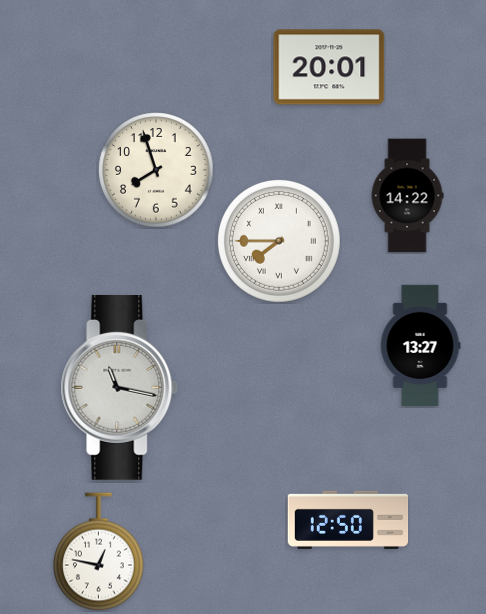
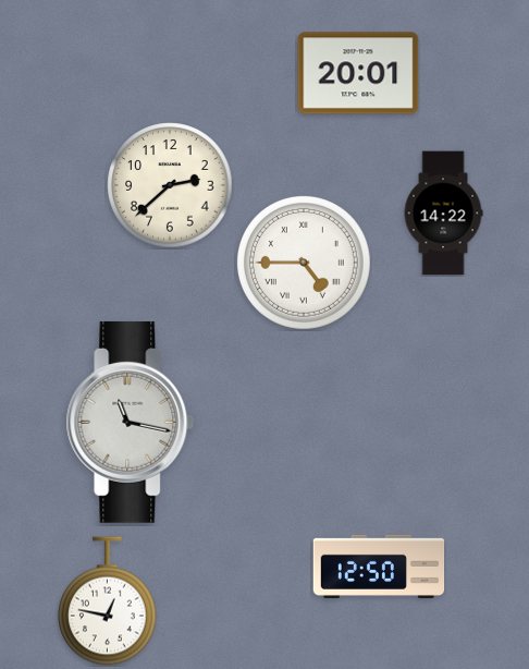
clock at (156, 170): 7:57 -> 2:38
clock at (279, 241): 7:45 -> 4:45
clock at (420, 346): 13:27 -> none
